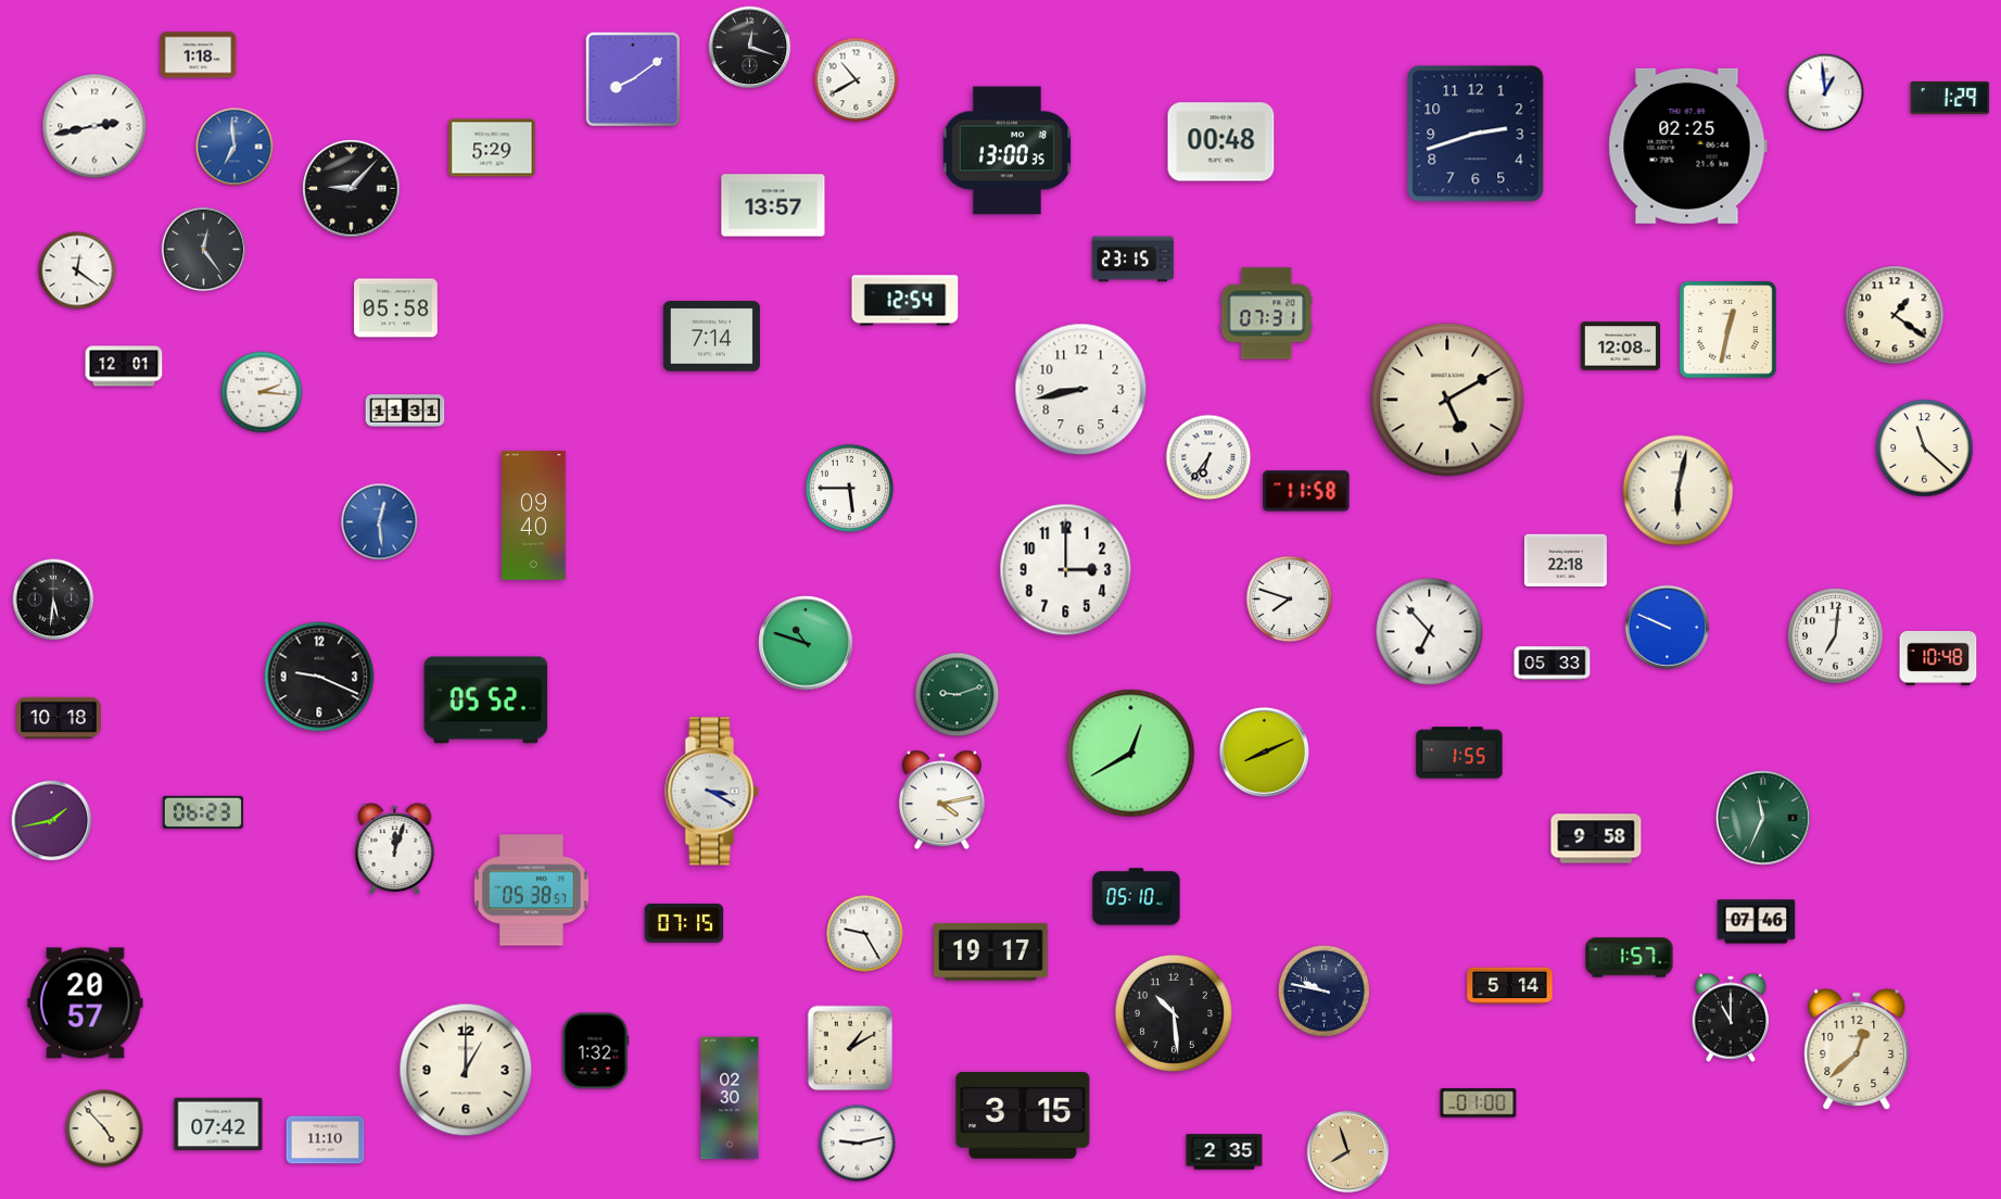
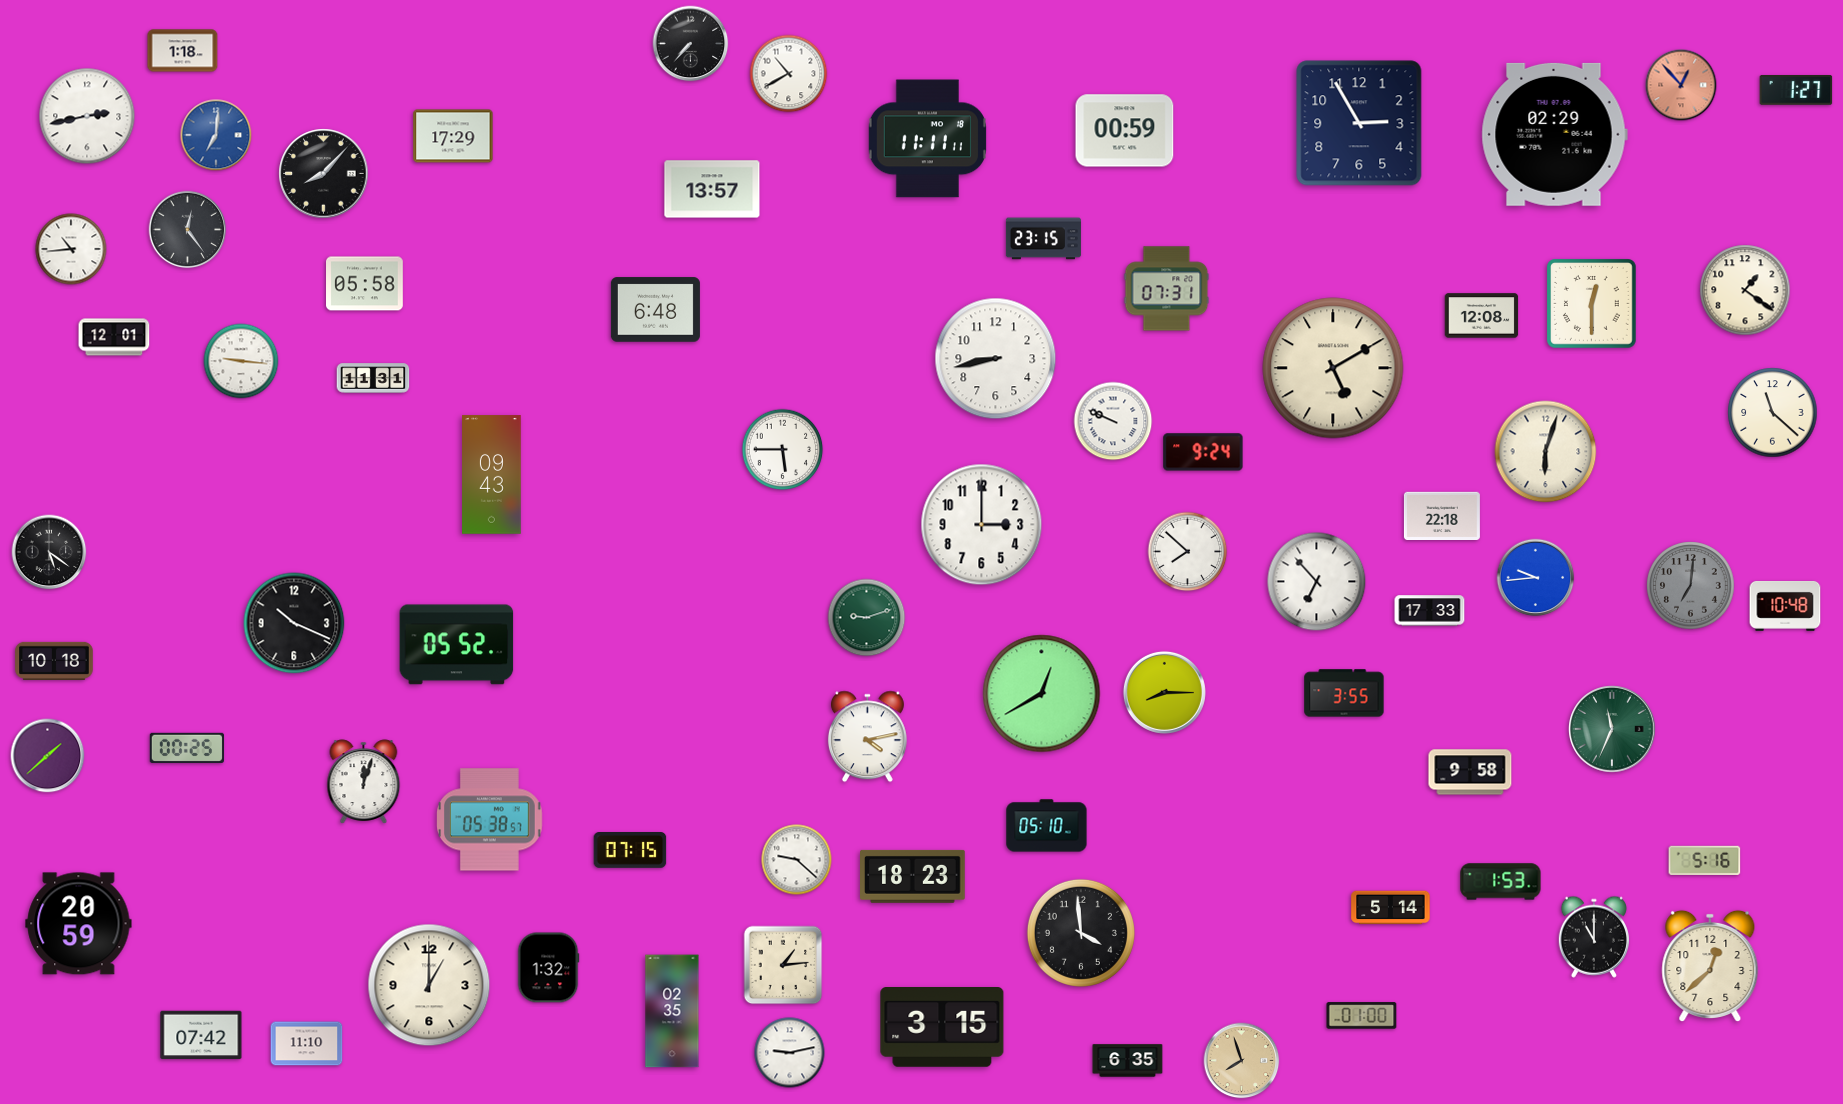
clock at (750, 48): 12:18 -> 7:37
clock at (632, 78): 8:09 -> none
clock at (1825, 92): 12:59 -> 12:53
clock at (1825, 92) dial: white -> salmon
clock at (1950, 99): 1:29 -> 1:27
clock at (1476, 134): 2:42 -> 2:55
clock at (1221, 142): 00:48 -> 00:59
clock at (1687, 146): 02:25 -> 02:29
clock at (235, 147): 6:59 -> 7:01
clock at (492, 148): 5:29 -> 17:29
clock at (1006, 151): 13:00 -> 11:11
clock at (352, 189): 9:07 -> 8:07
clock at (77, 270): 12:21 -> 10:44
clock at (905, 301): 12:54 -> none
clock at (1728, 330): 12:32 -> 12:30
clock at (711, 337): 7:14 -> 6:48
clock at (1621, 346) position: (1621, 346) -> (1482, 316)
clock at (262, 392): 2:16 -> 9:16
clock at (1208, 457): 6:36 -> 9:49
clock at (1306, 491): 11:58 -> 9:24
clock at (1679, 491): 6:02 -> 6:03
clock at (534, 516): 09:40 -> 09:43
clock at (380, 522): 12:29 -> none
clock at (53, 599): 5:31 -> 5:21
clock at (1290, 599): 7:48 -> 7:52
clock at (1668, 628): 9:49 -> 9:44
clock at (1836, 636) dial: white -> grey
clock at (806, 643): 10:48 -> none
clock at (1553, 664): 05:33 -> 17:33
clock at (319, 677): 9:19 -> 10:19
clock at (958, 695) position: (958, 695) -> (867, 618)
clock at (486, 701) position: (486, 701) -> (457, 645)
clock at (1264, 752): 8:11 -> 8:15
clock at (1459, 753): 1:55 -> 3:55
clock at (712, 792): 3:20 -> none
clock at (203, 812): 06:23 -> 00:25
clock at (1763, 818) position: (1763, 818) -> (1612, 729)
clock at (52, 821): 1:43 -> 1:38
clock at (1757, 922): 07:46 -> none
clock at (865, 934): 9:25 -> 9:22
clock at (1705, 860): none -> 5:16
clock at (991, 951): 19:17 -> 18:23
clock at (1630, 958): 1:57 -> 1:53
clock at (1324, 990): 9:47 -> none
clock at (86, 1004): 20:57 -> 20:59
clock at (1174, 1013): 10:29 -> 3:59
clock at (850, 1048): 1:10 -> 1:14
clock at (730, 1098): 02:30 -> 02:35
clock at (104, 1128): 4:53 -> none
clock at (326, 1140) position: (326, 1140) -> (307, 1044)
clock at (1225, 1152): 2:35 -> 6:35
